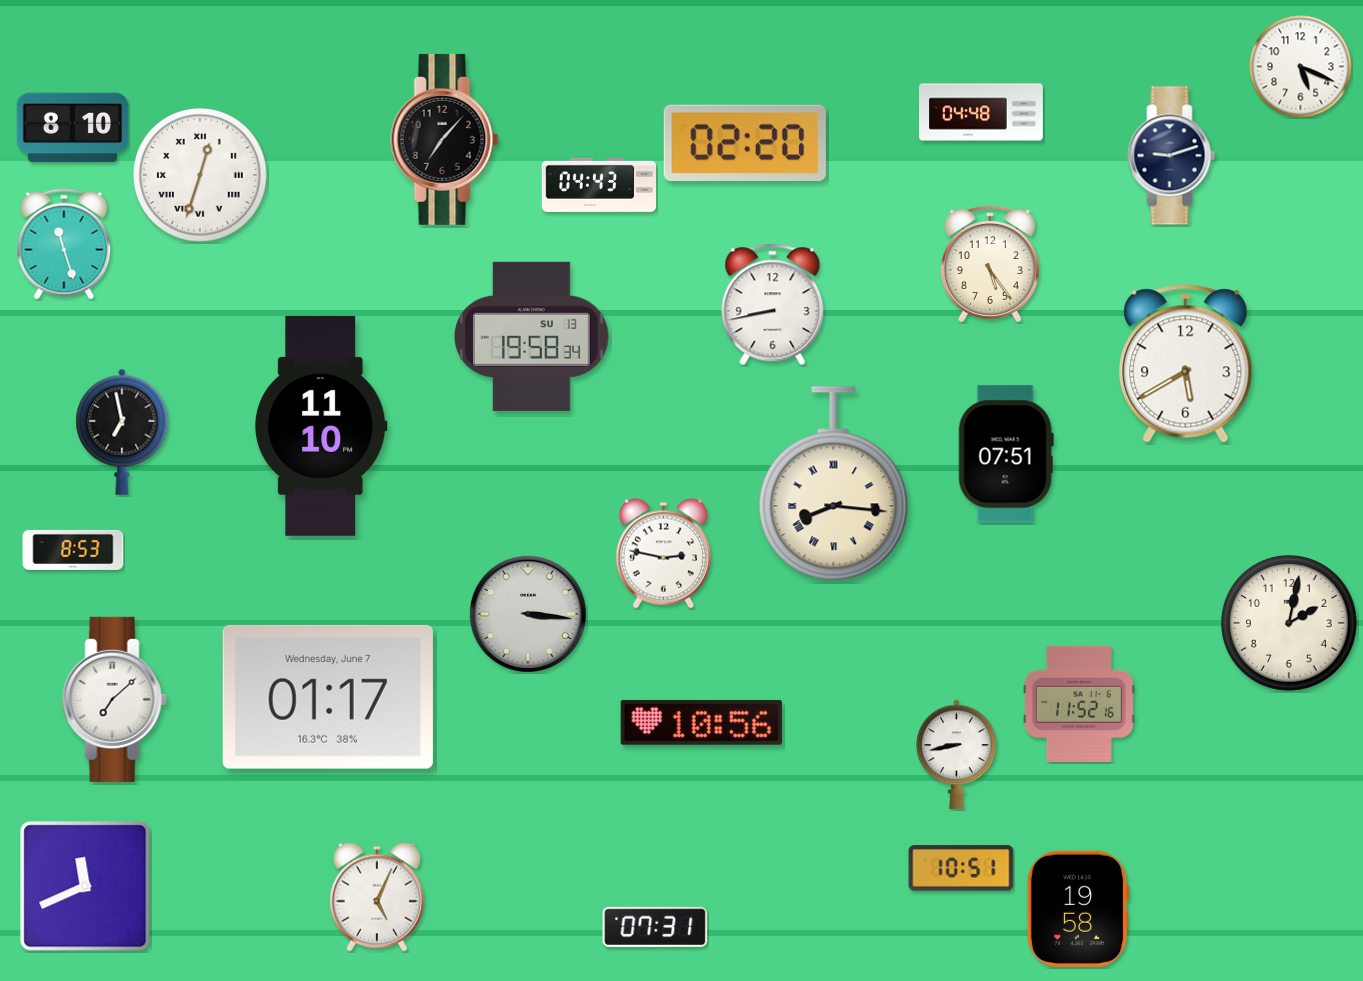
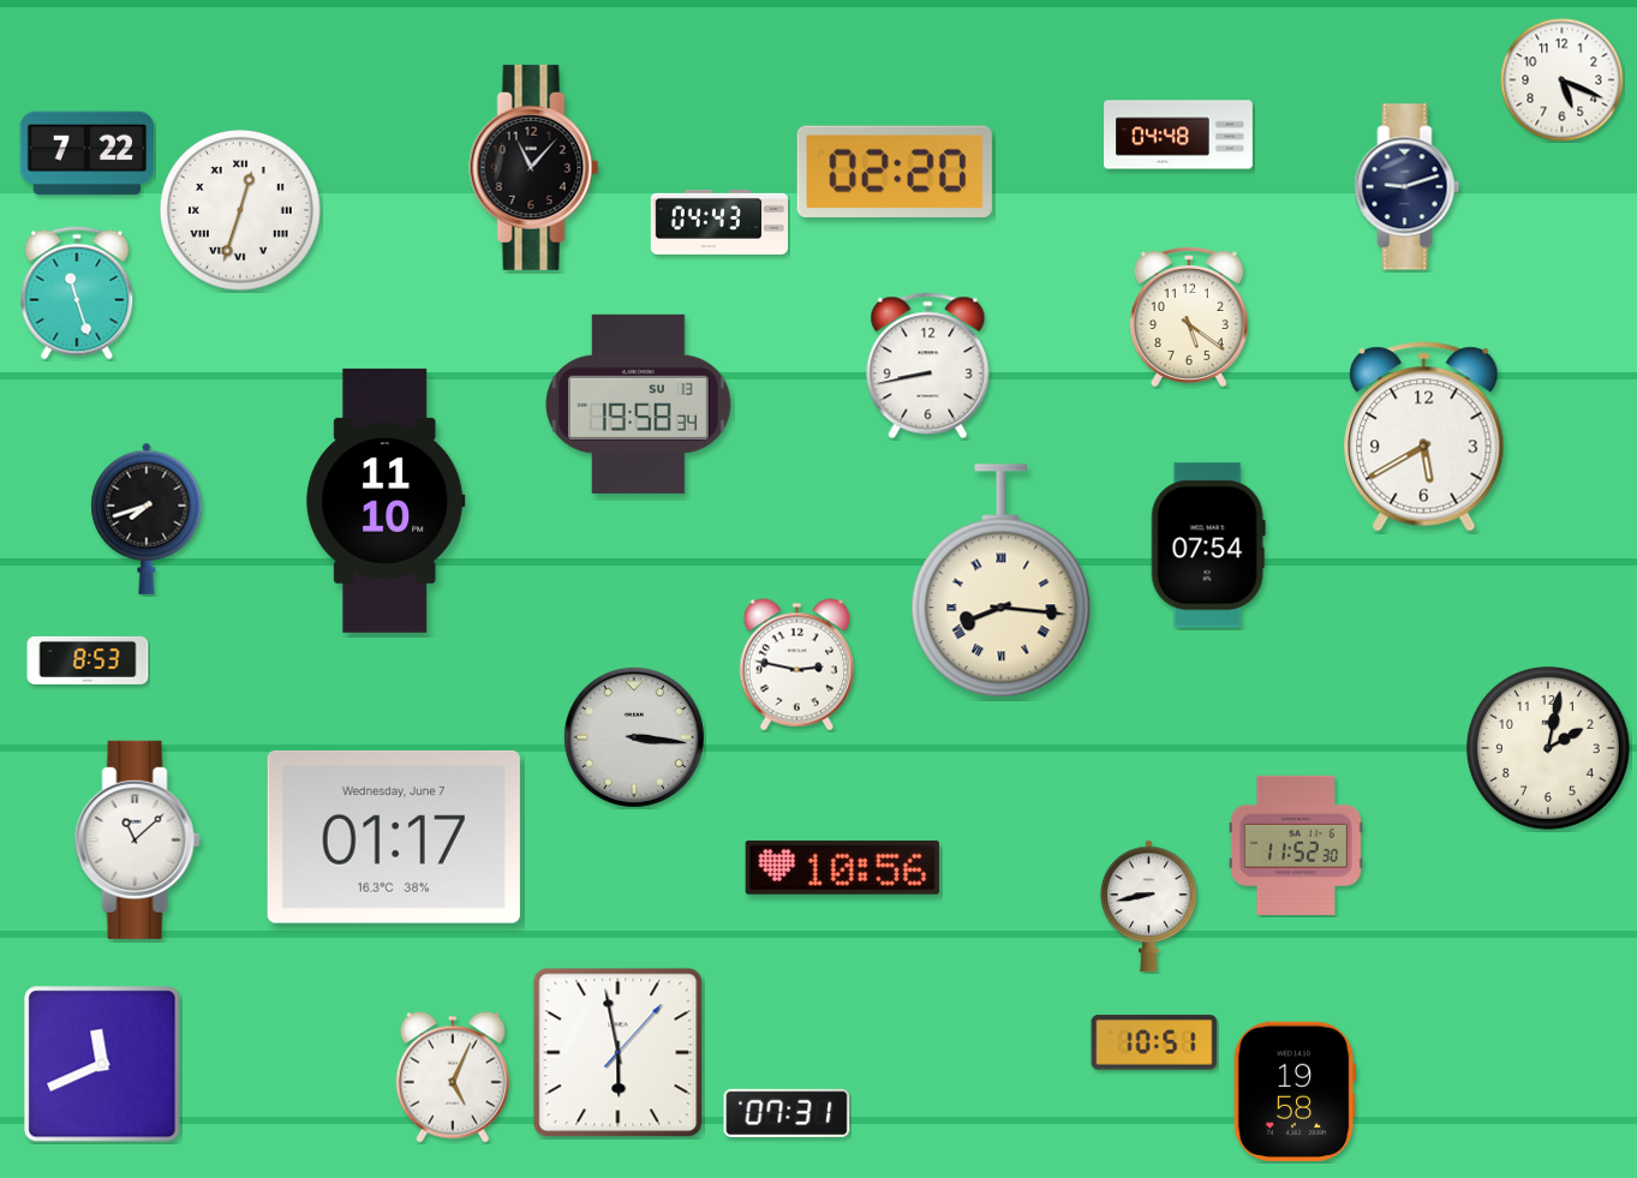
clock at (73, 128): 8:10 -> 7:22
clock at (445, 139): 7:07 -> 11:07
clock at (990, 264): 5:24 -> 5:21
clock at (321, 426) position: (321, 426) -> (386, 501)
clock at (122, 432): 6:58 -> 7:42
clock at (1006, 454): 07:51 -> 07:54
clock at (114, 699): 7:08 -> 11:08
clock at (1079, 704): 11:52:16 -> 11:52:30
clock at (619, 1053): none -> 5:58
